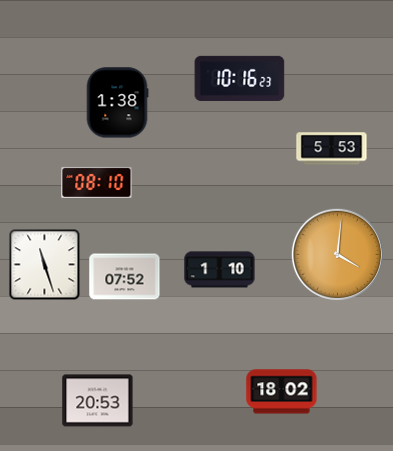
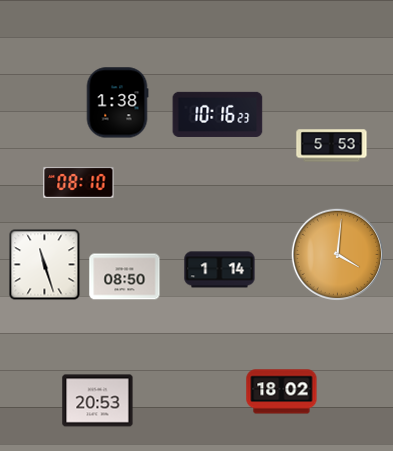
clock at (240, 78) position: (240, 78) -> (218, 114)
clock at (332, 149) position: (332, 149) -> (332, 146)
clock at (97, 182) position: (97, 182) -> (79, 182)
clock at (220, 270): 1:10 -> 1:14
clock at (125, 277): 07:52 -> 08:50
